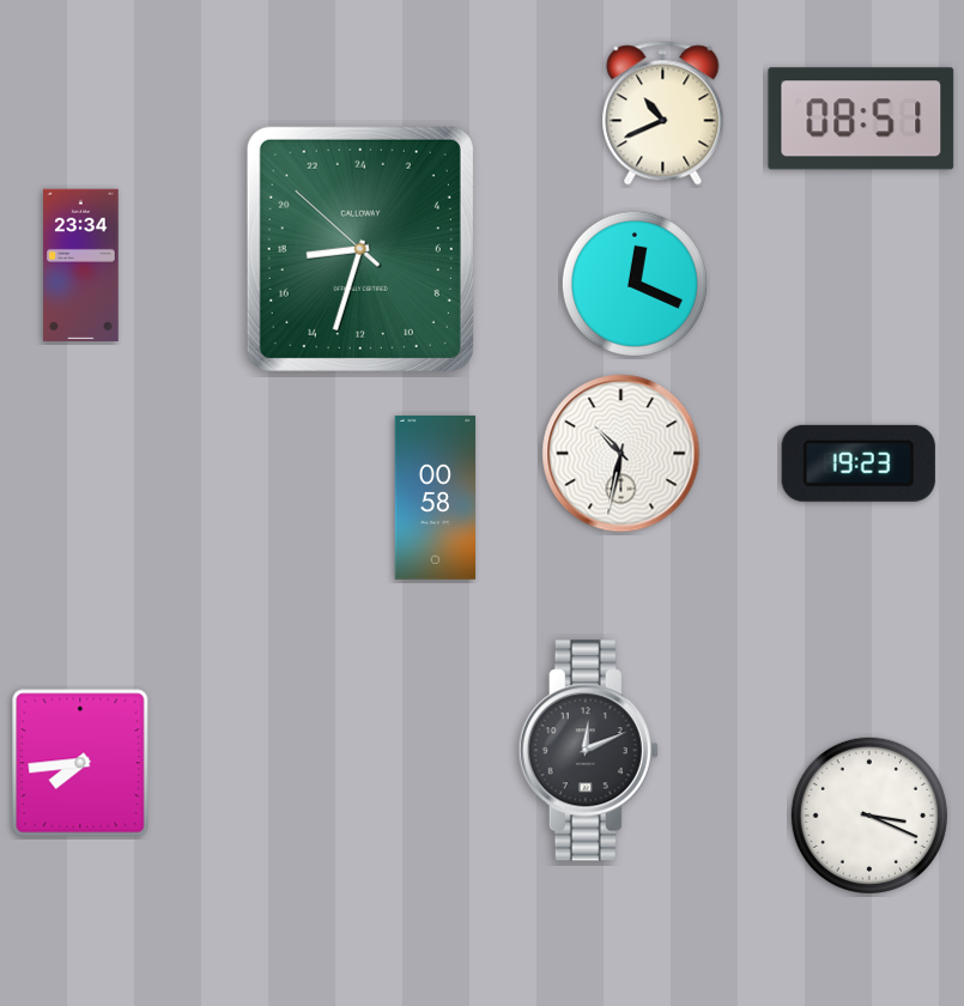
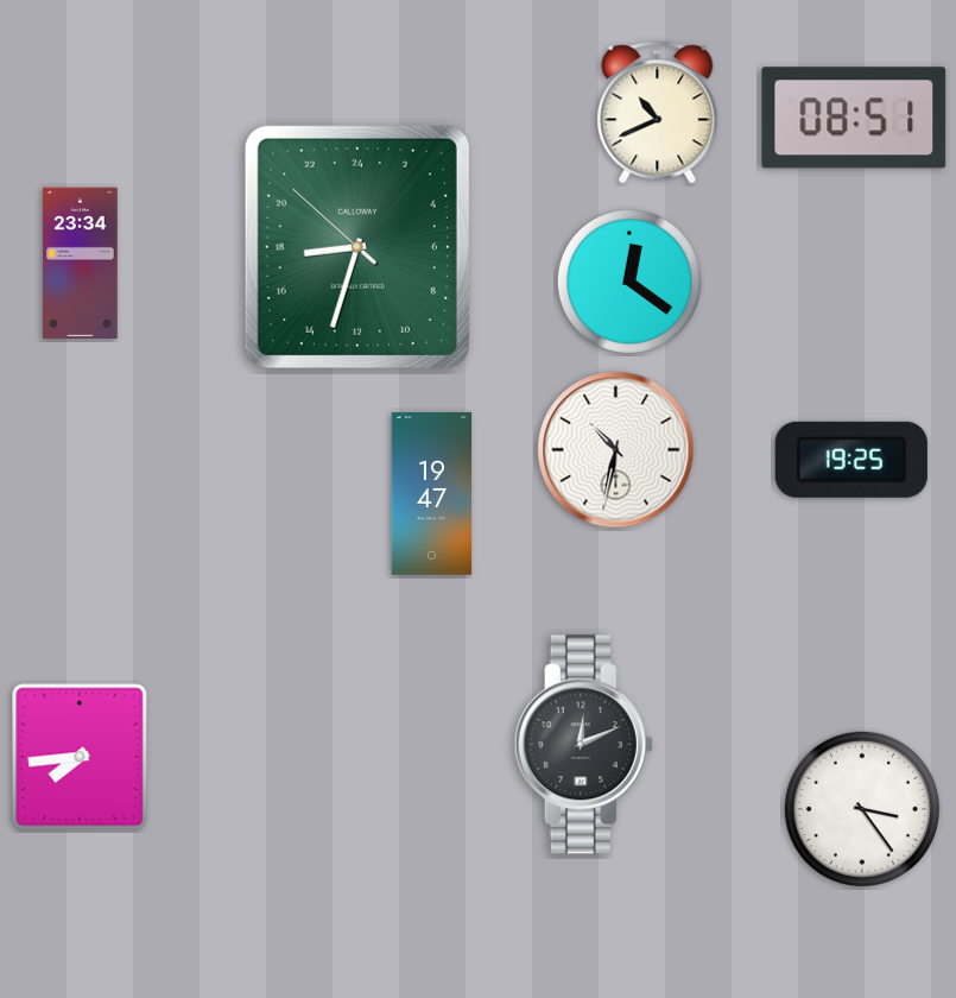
clock at (635, 284): 12:19 -> 12:21
clock at (859, 463): 19:23 -> 19:25
clock at (436, 498): 00:58 -> 19:47
clock at (869, 816): 3:19 -> 3:24
